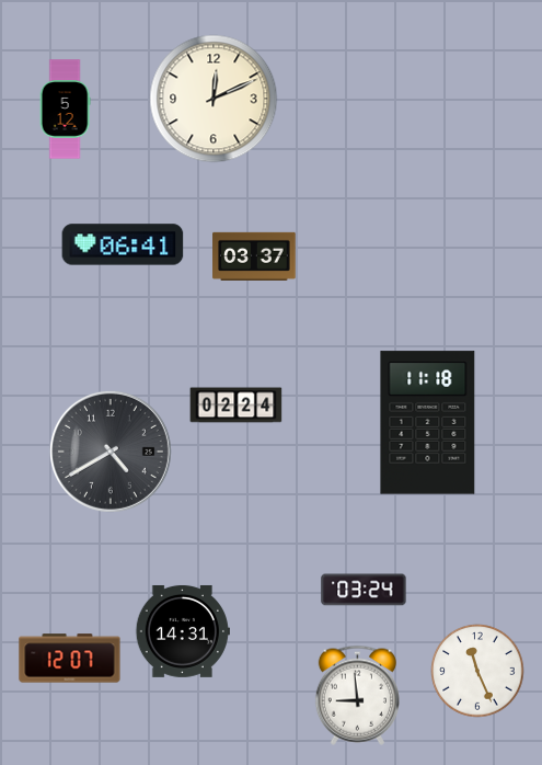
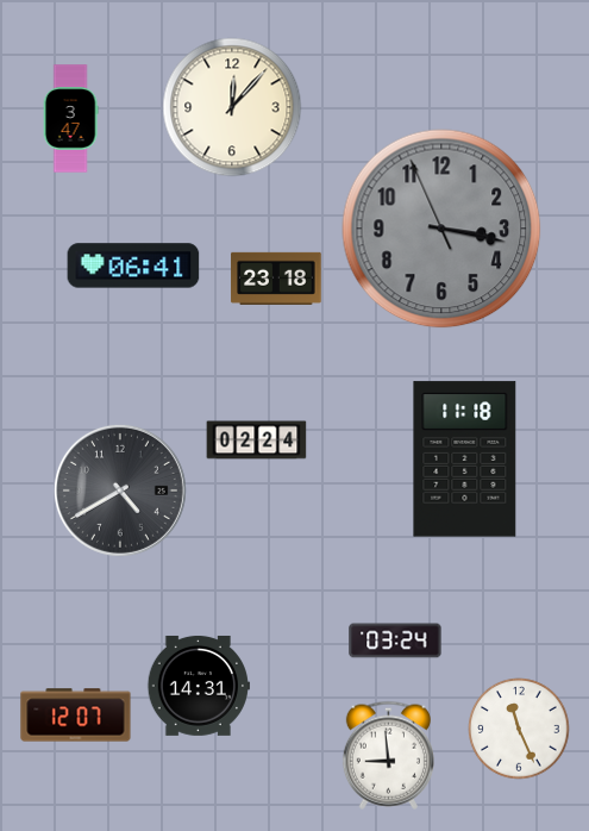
clock at (214, 99): 12:11 -> 12:07
clock at (65, 110): 5:12 -> 3:47
clock at (441, 229): none -> 3:16
clock at (254, 256): 03:37 -> 23:18
